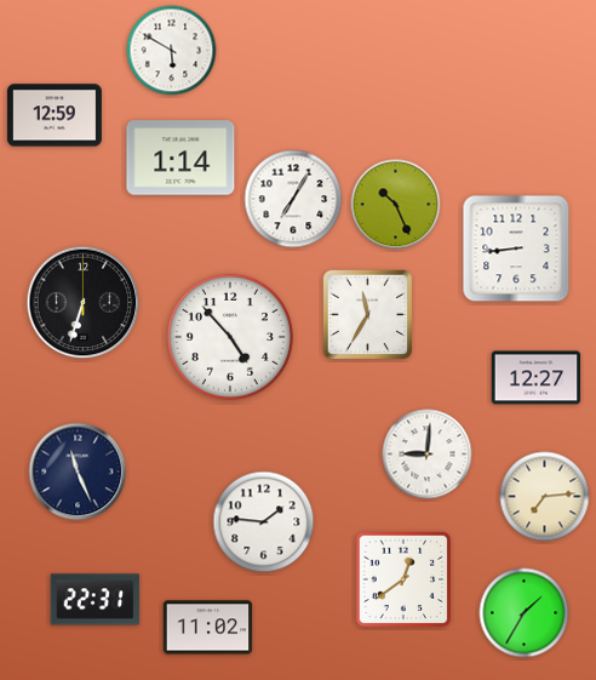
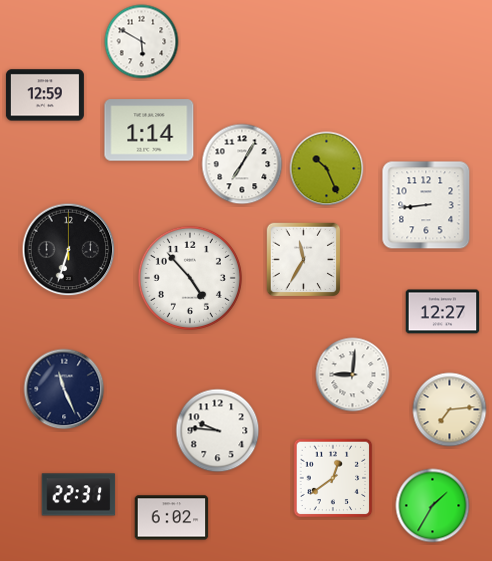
clock at (264, 522): 1:46 -> 9:46
clock at (208, 628): 11:02 -> 6:02
